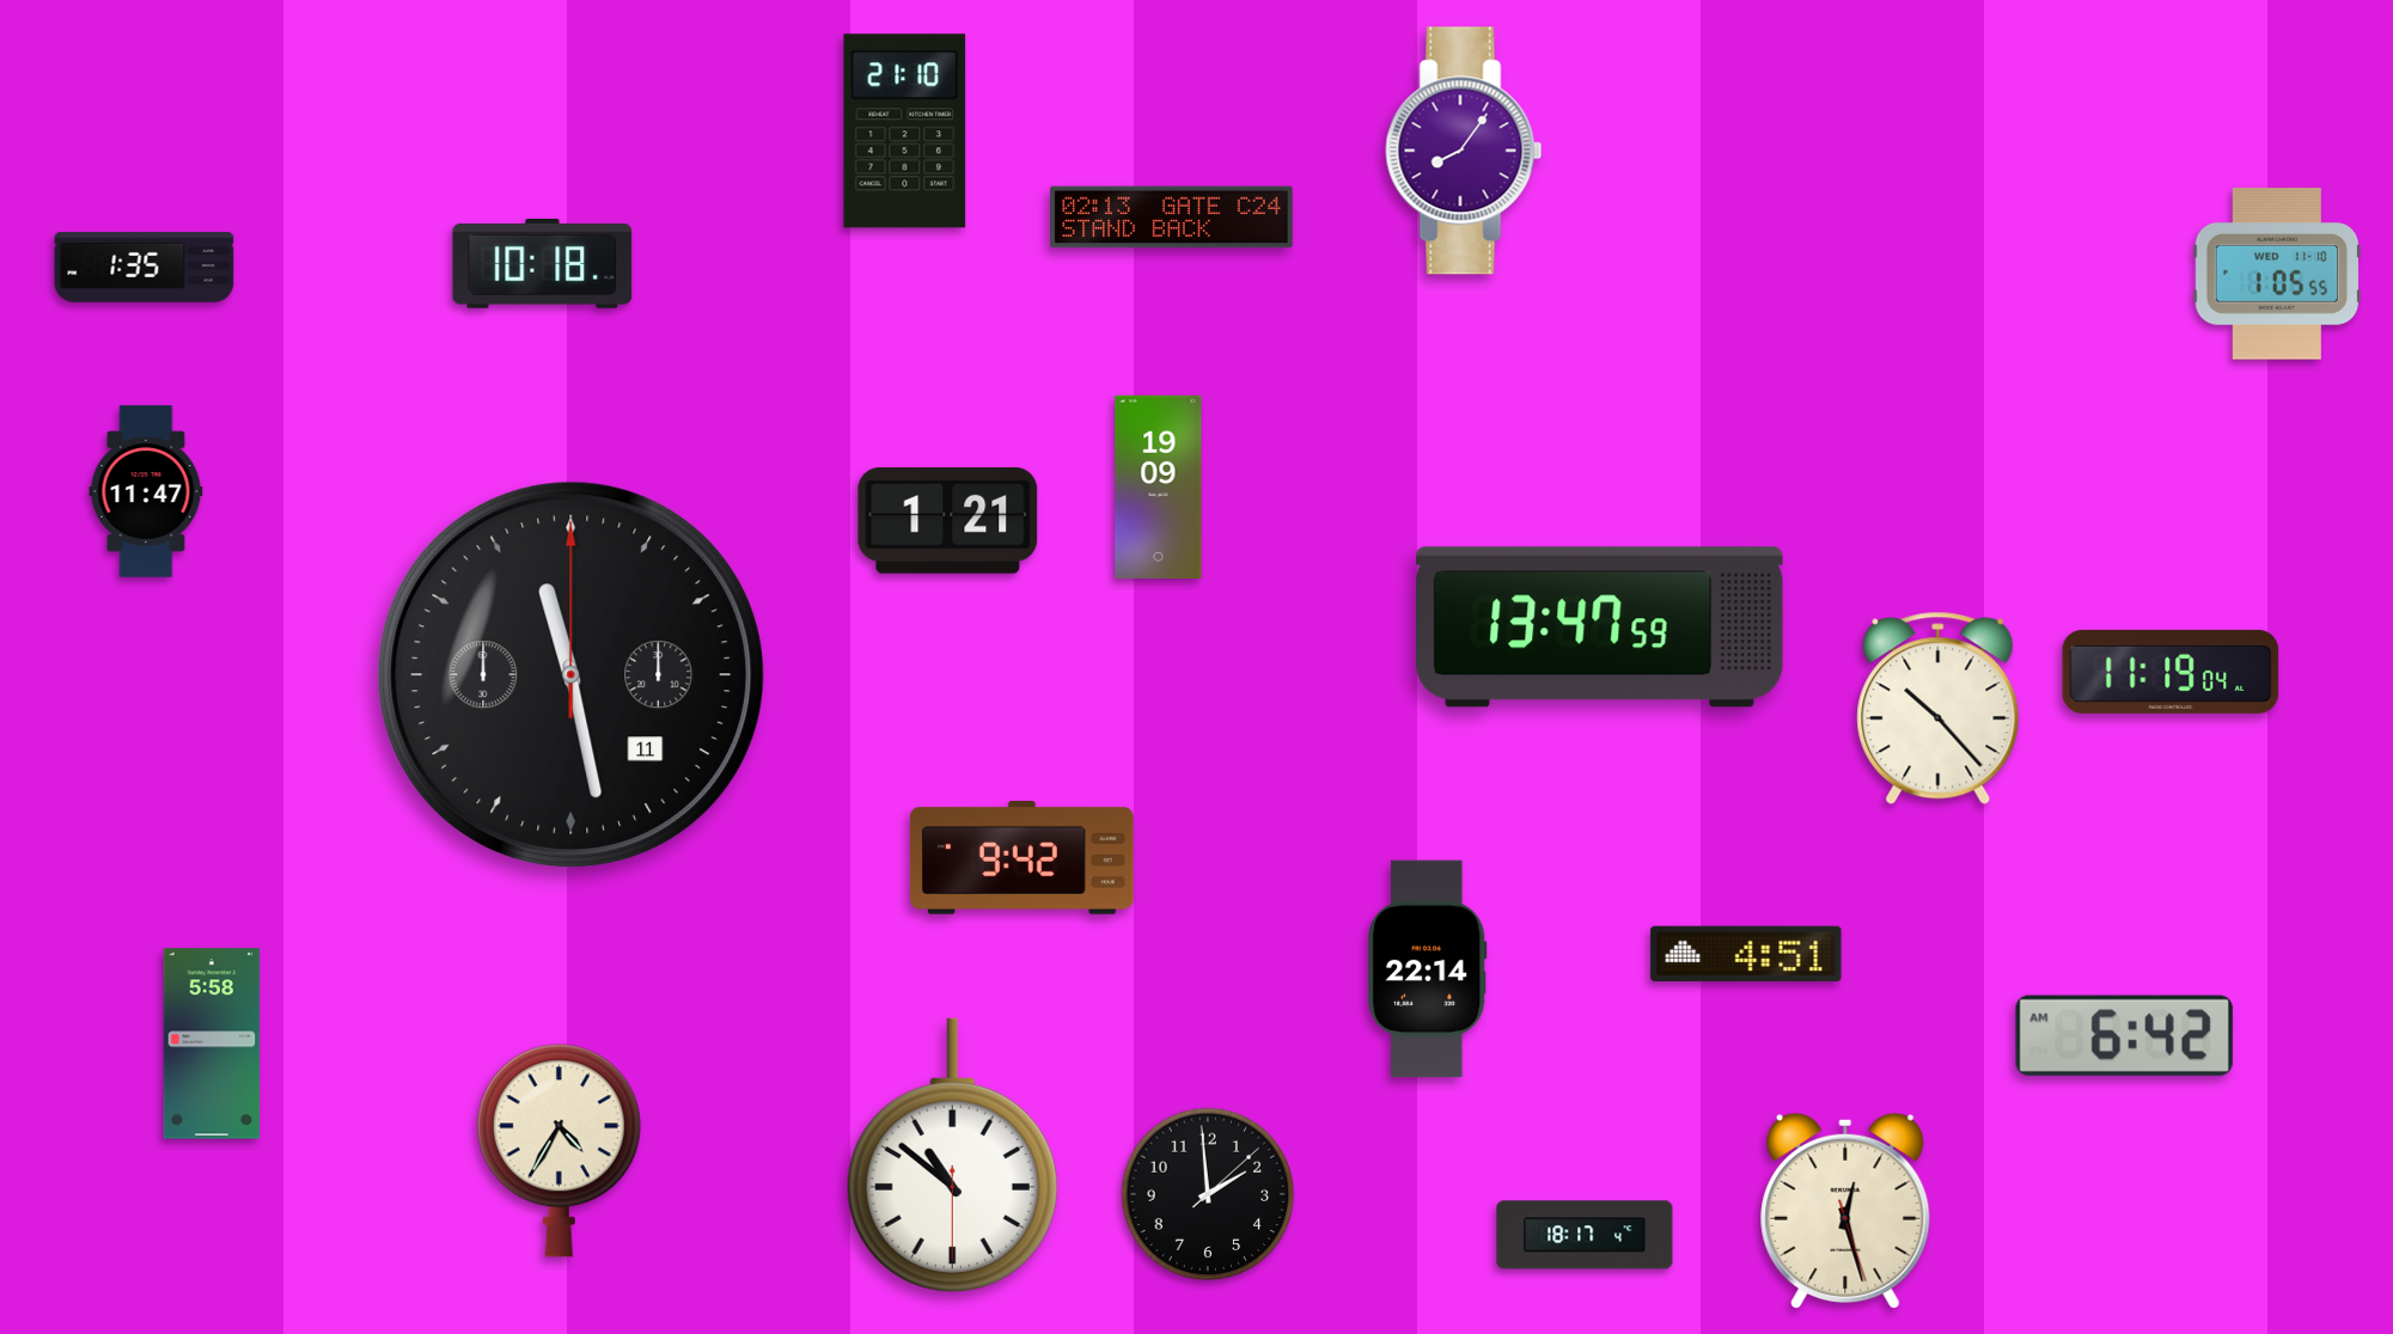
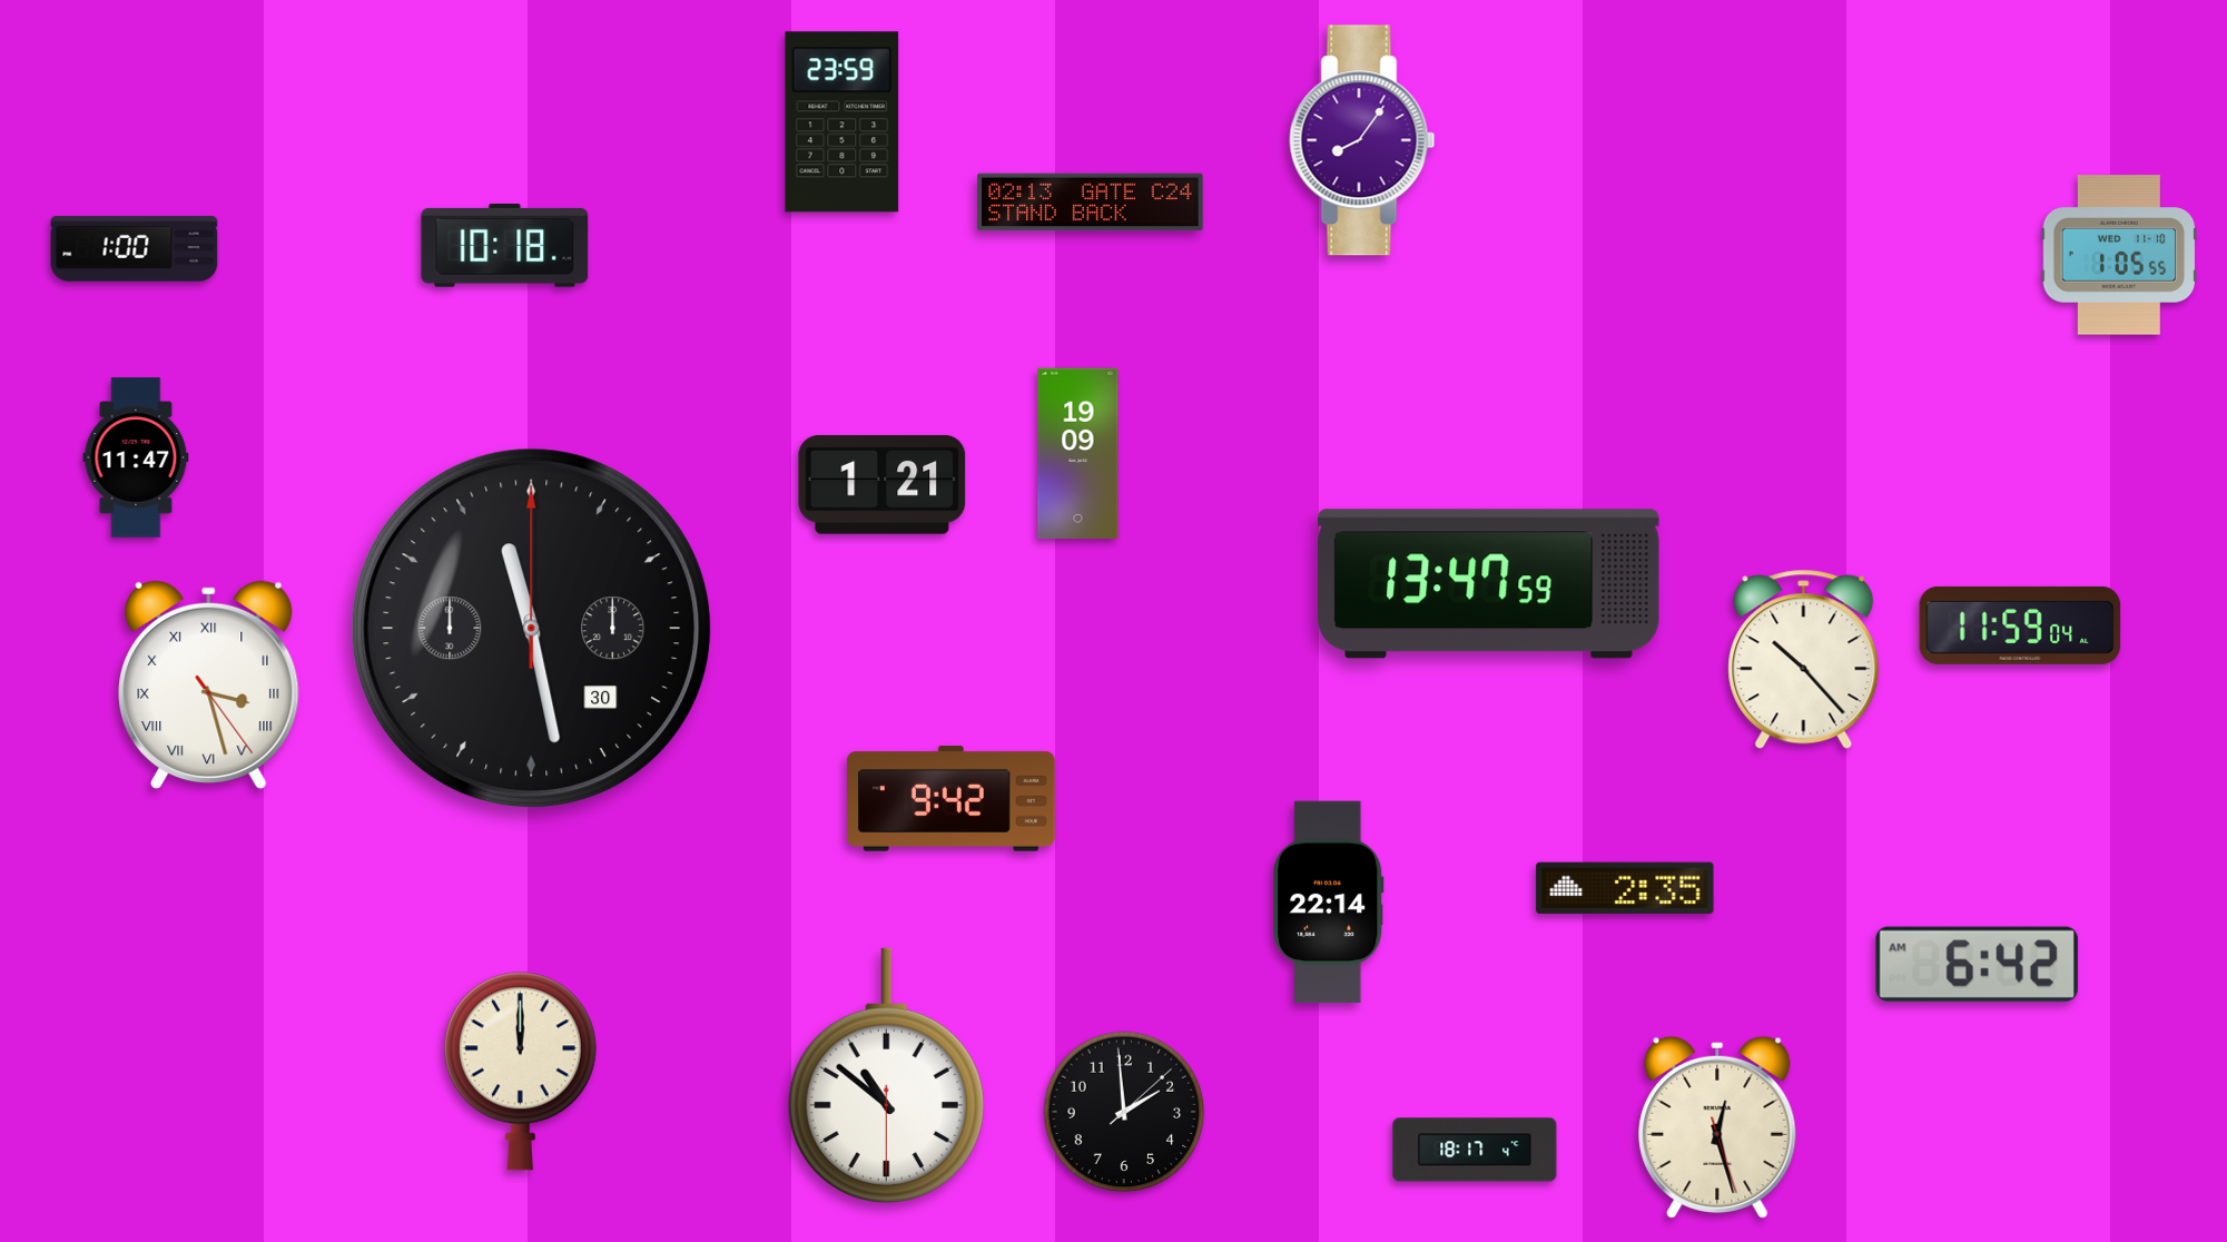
clock at (905, 131): 21:10 -> 23:59
clock at (145, 268): 1:35 -> 1:00
clock at (2171, 672): 11:19 -> 11:59
clock at (570, 674) date: 11 -> 30
clock at (209, 686): none -> 3:27
clock at (1746, 954): 4:51 -> 2:35
clock at (212, 1044): 5:58 -> none
clock at (558, 1151): 4:35 -> 12:00
